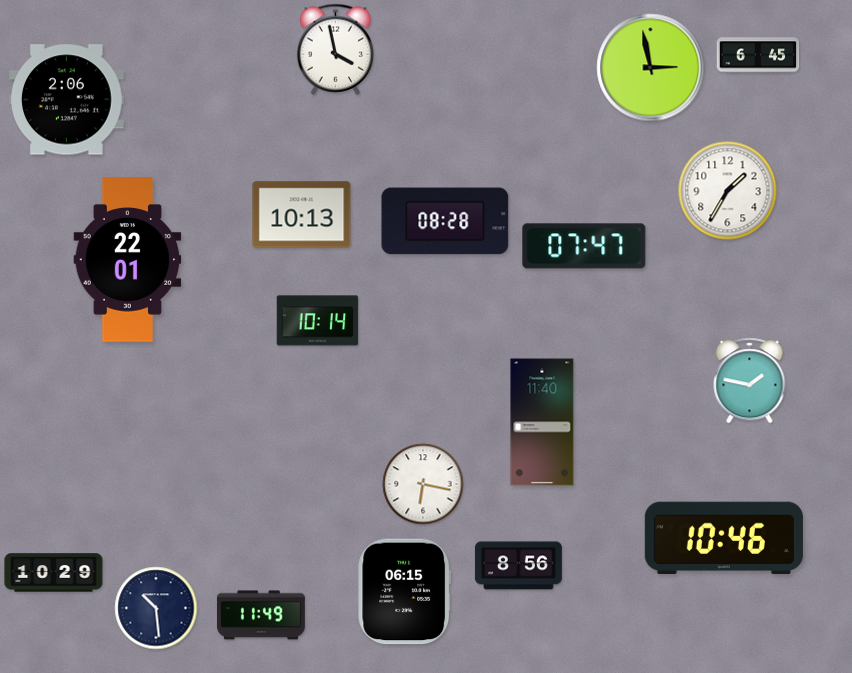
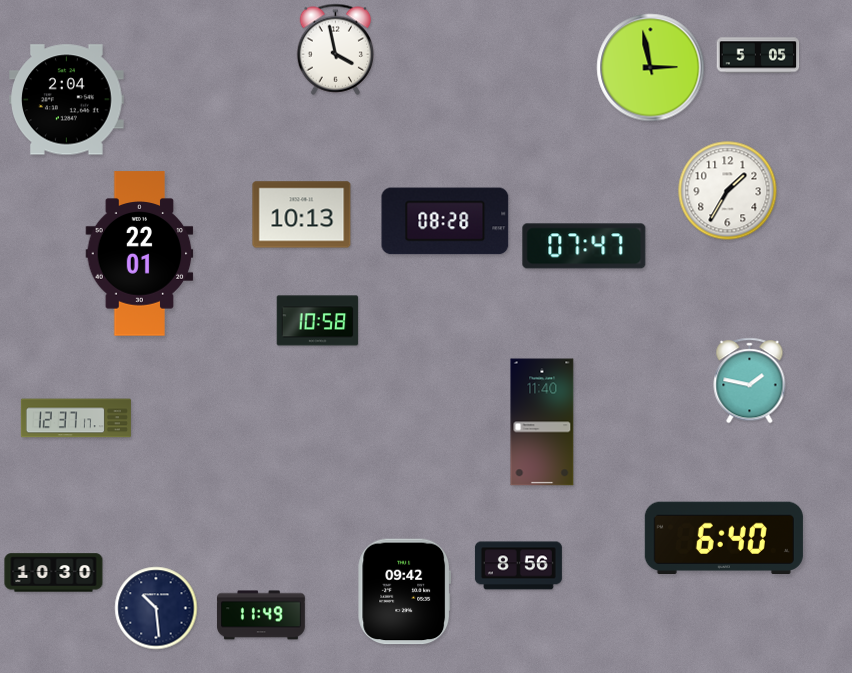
clock at (758, 55): 6:45 -> 5:05
clock at (67, 100): 2:06 -> 2:04
clock at (128, 260) position: (128, 260) -> (140, 254)
clock at (318, 321): 10:14 -> 10:58
clock at (76, 418): none -> 12:37
clock at (423, 484): 6:17 -> none
clock at (724, 537): 10:46 -> 6:40
clock at (54, 573): 10:29 -> 10:30
clock at (405, 592): 06:15 -> 09:42
